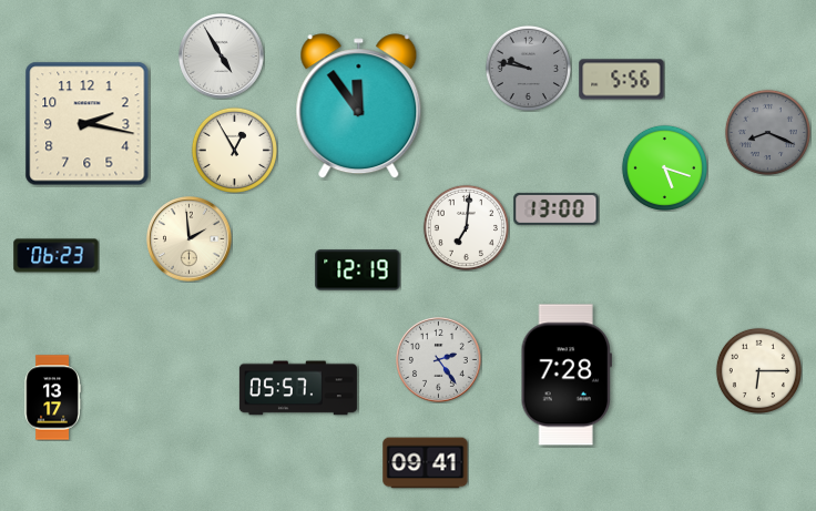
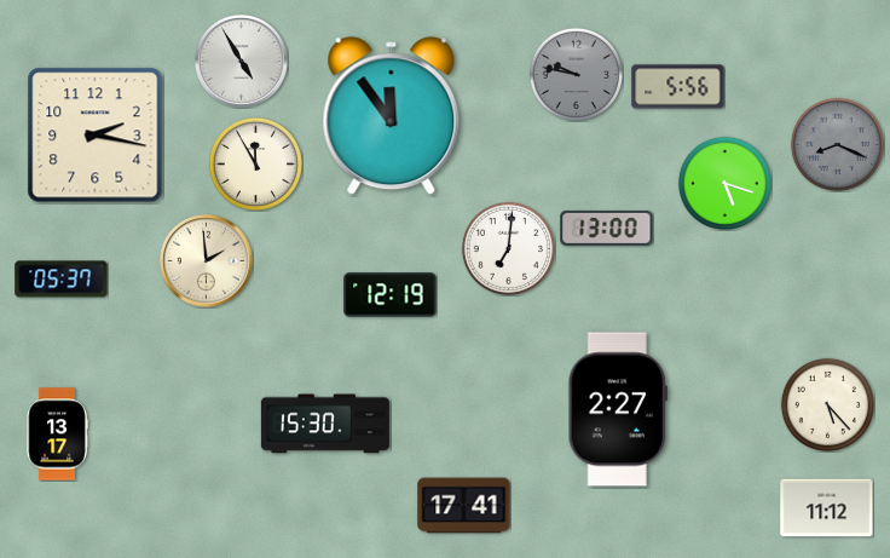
clock at (234, 150): 12:55 -> 11:55
clock at (57, 256): 06:23 -> 05:37
clock at (439, 360): 2:24 -> none
clock at (758, 370): 6:15 -> 5:23
clock at (567, 375): 7:28 -> 2:27
clock at (298, 388): 05:57 -> 15:30
clock at (426, 463): 09:41 -> 17:41
clock at (827, 508): none -> 11:12
